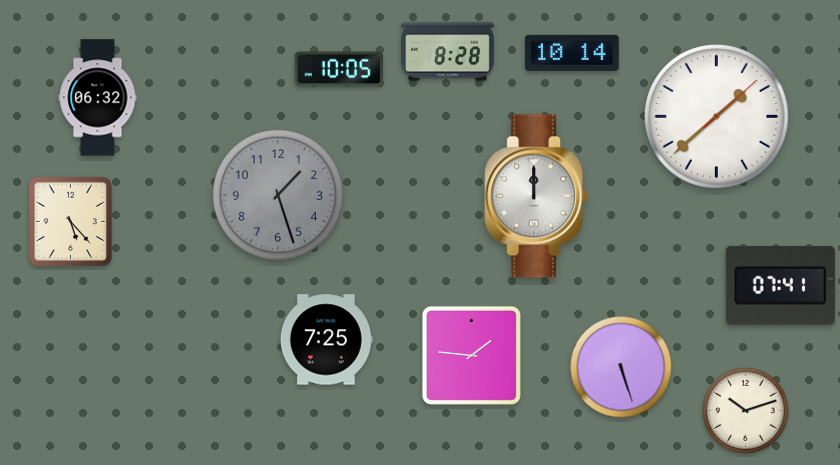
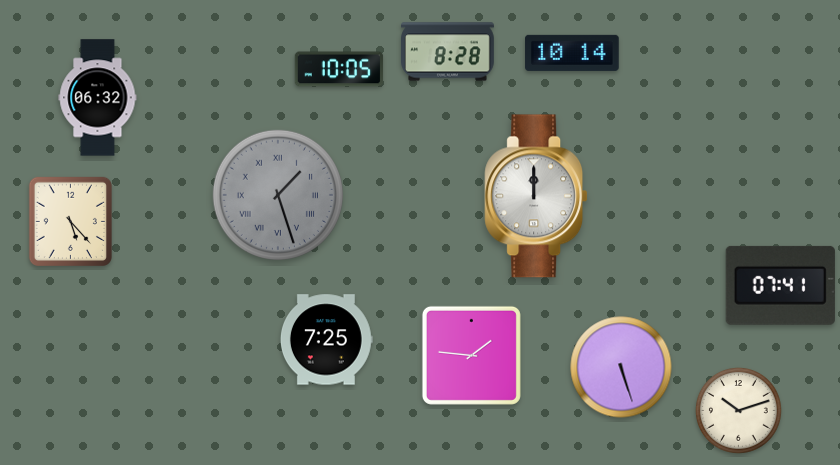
clock at (717, 117): 1:38 -> none
clock at (278, 195) numerals: Arabic -> Roman
clock at (746, 411) position: (746, 411) -> (739, 411)
